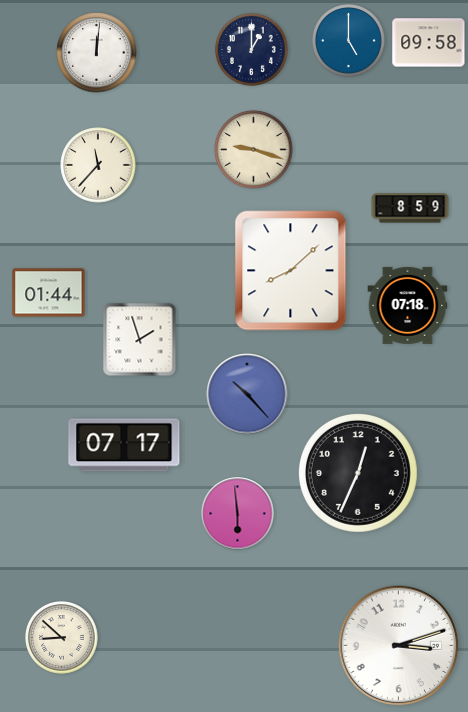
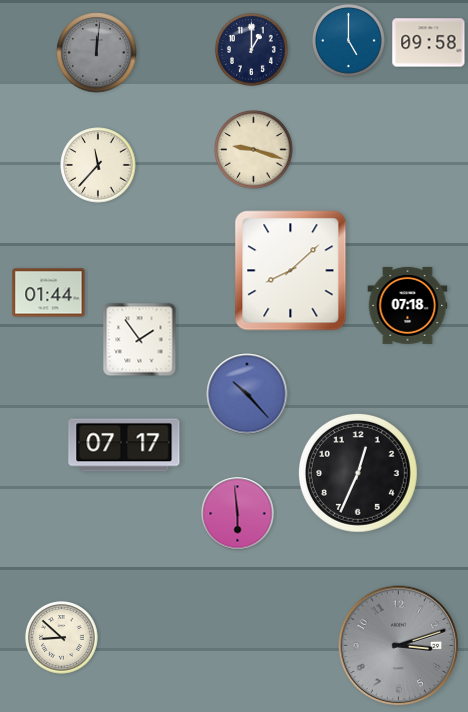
clock at (97, 53) dial: white -> grey
clock at (410, 208): 8:59 -> none
clock at (140, 340): 1:57 -> 1:54
clock at (399, 646) dial: white -> grey
